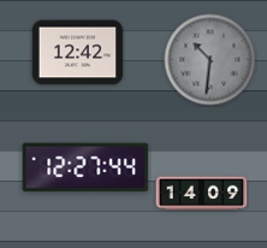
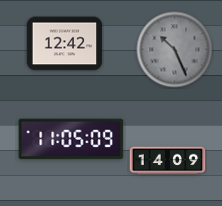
clock at (210, 60): 10:31 -> 10:26
clock at (85, 167): 12:27 -> 11:05
